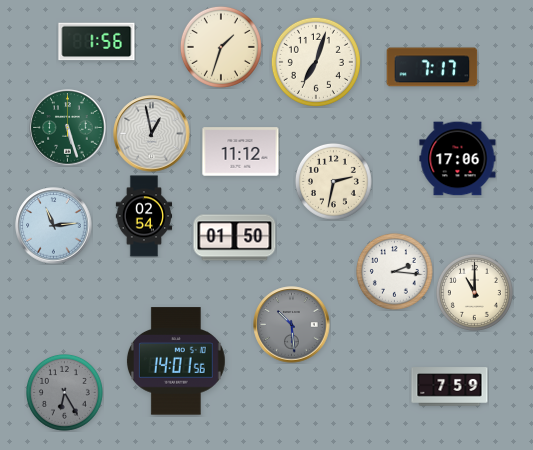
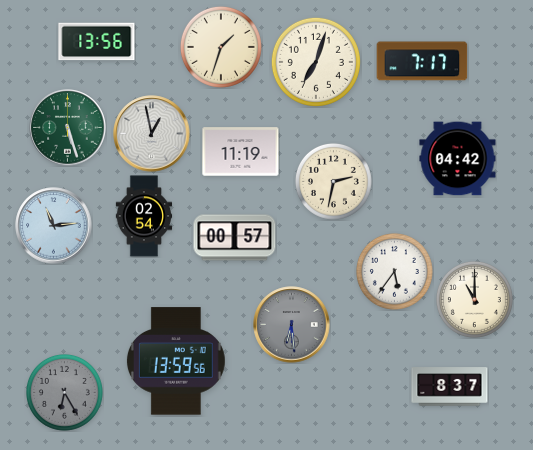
clock at (97, 42): 1:56 -> 13:56
clock at (432, 67) position: (432, 67) -> (422, 61)
clock at (241, 152): 11:12 -> 11:19
clock at (458, 159): 17:06 -> 04:42
clock at (235, 238): 01:50 -> 00:57
clock at (394, 271): 2:16 -> 5:36
clock at (474, 292) position: (474, 292) -> (474, 299)
clock at (292, 325): 10:29 -> 6:29
clock at (176, 361): 14:01 -> 13:59
clock at (450, 387): 7:59 -> 8:37
